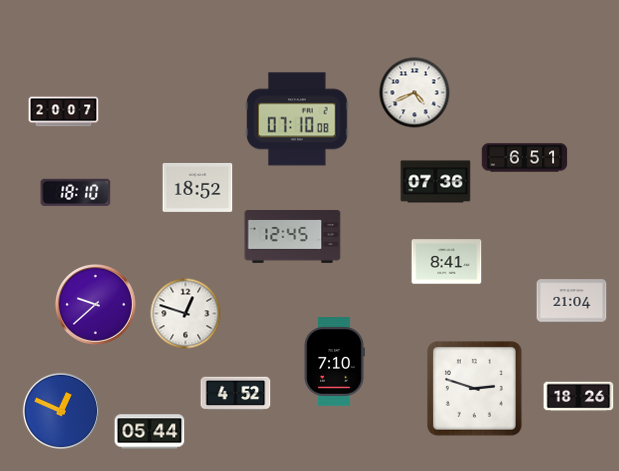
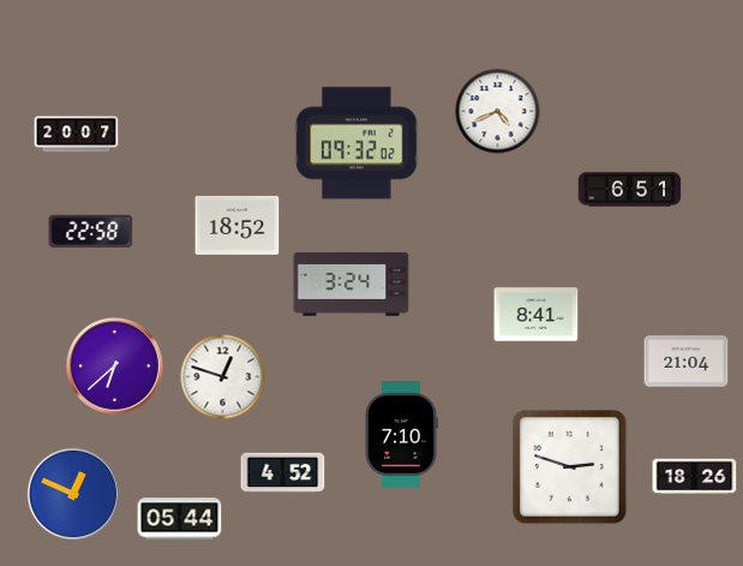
clock at (297, 119): 07:10 -> 09:32
clock at (436, 182): 07:36 -> none
clock at (76, 192): 18:10 -> 22:58
clock at (293, 237): 12:45 -> 3:24
clock at (95, 304): 9:38 -> 6:38
